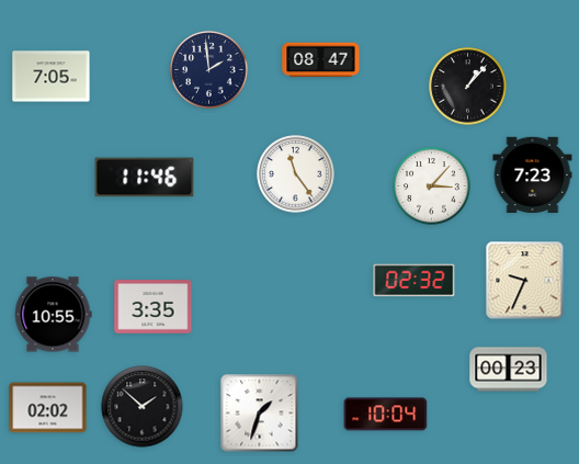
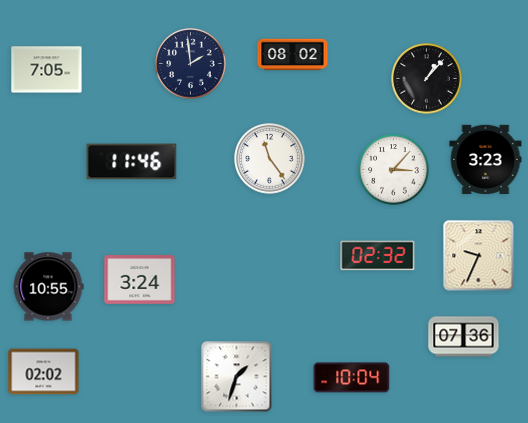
clock at (321, 60): 08:47 -> 08:02
clock at (533, 174): 7:23 -> 3:23
clock at (154, 307): 3:35 -> 3:24
clock at (509, 370): 00:23 -> 07:36
clock at (143, 407): 1:52 -> none
